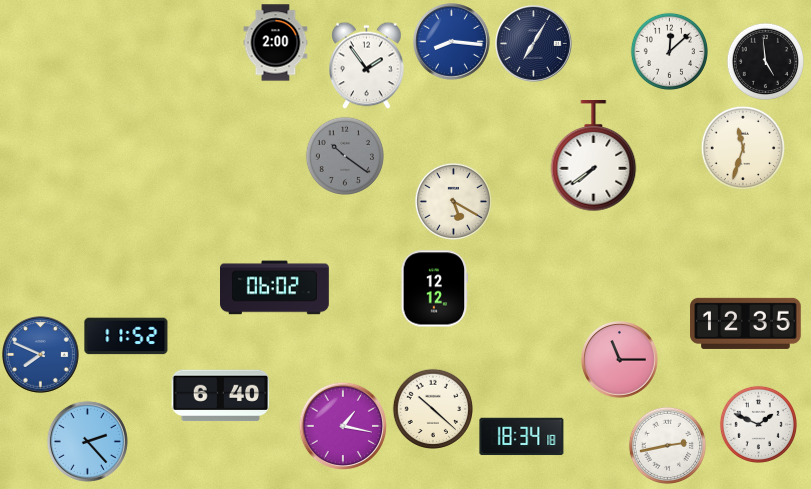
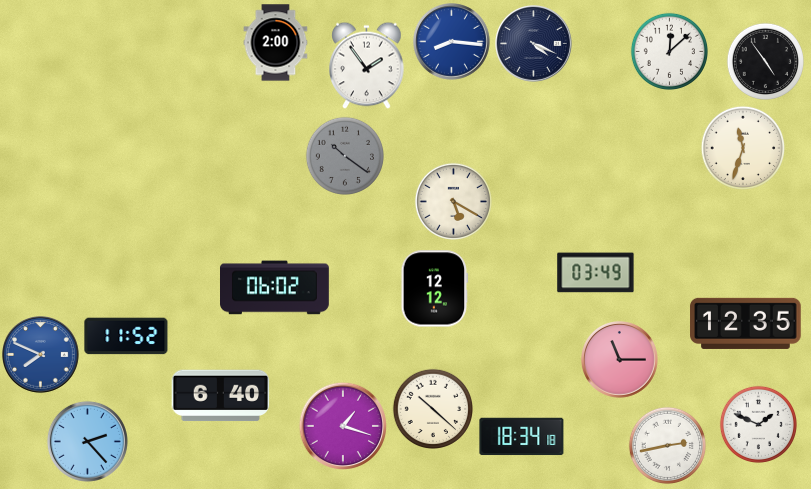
clock at (534, 44): 7:05 -> 4:19
clock at (765, 61): 4:59 -> 4:54
clock at (594, 156): 7:39 -> none
clock at (596, 273): none -> 03:49
clock at (343, 426): 1:17 -> 1:18
